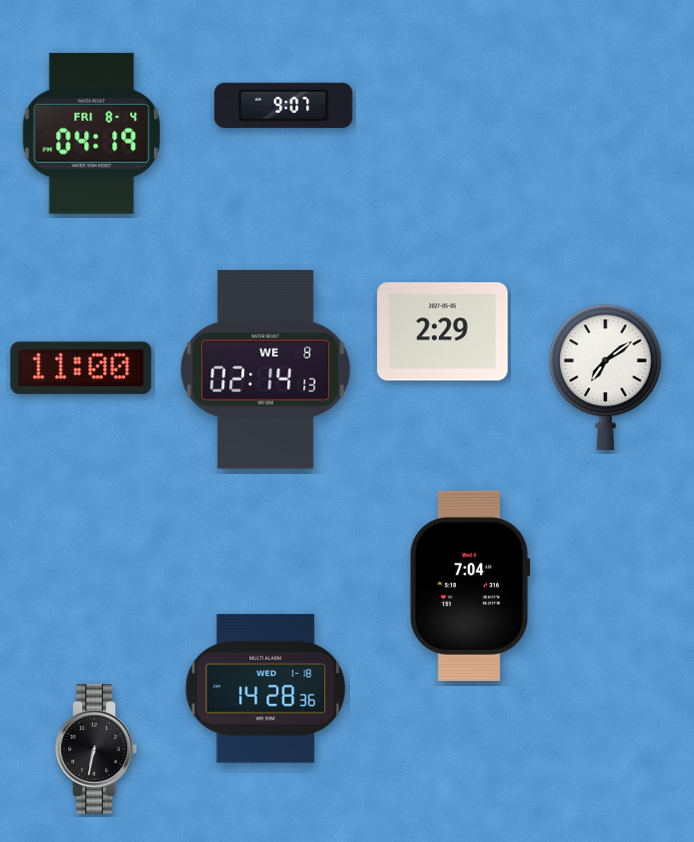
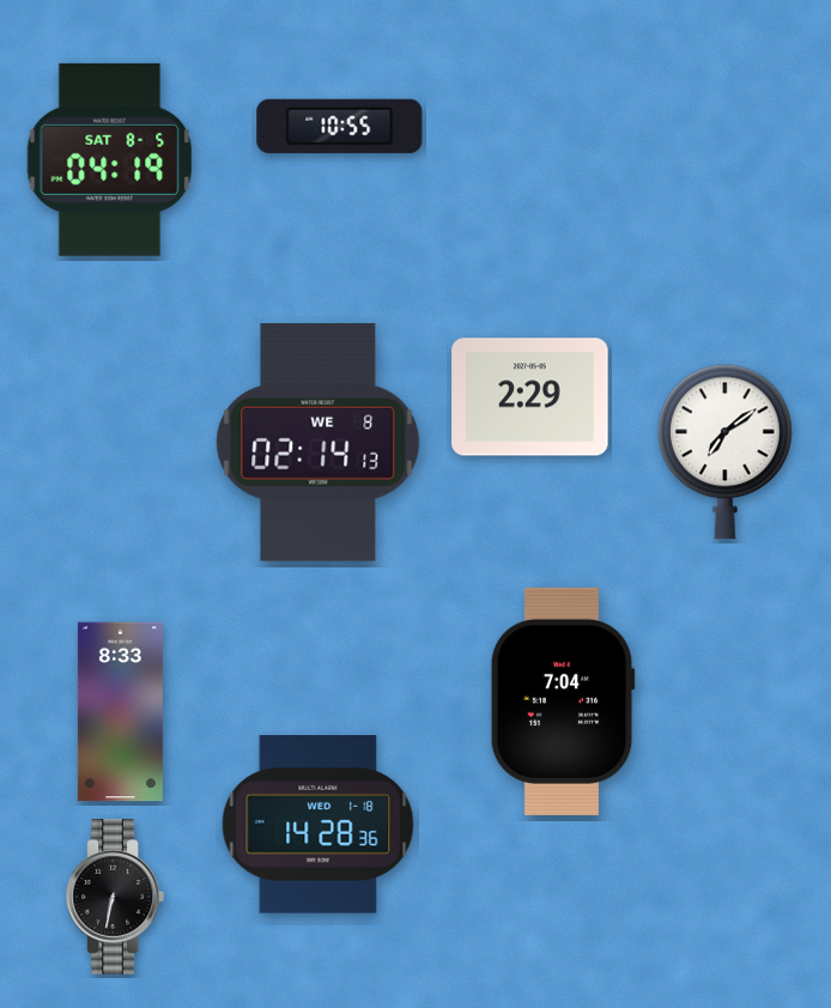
clock at (284, 105): 9:07 -> 10:55
clock at (92, 133) date: FRI 8-4 -> SAT 8-5
clock at (81, 368): 11:00 -> none
clock at (120, 712): none -> 8:33
